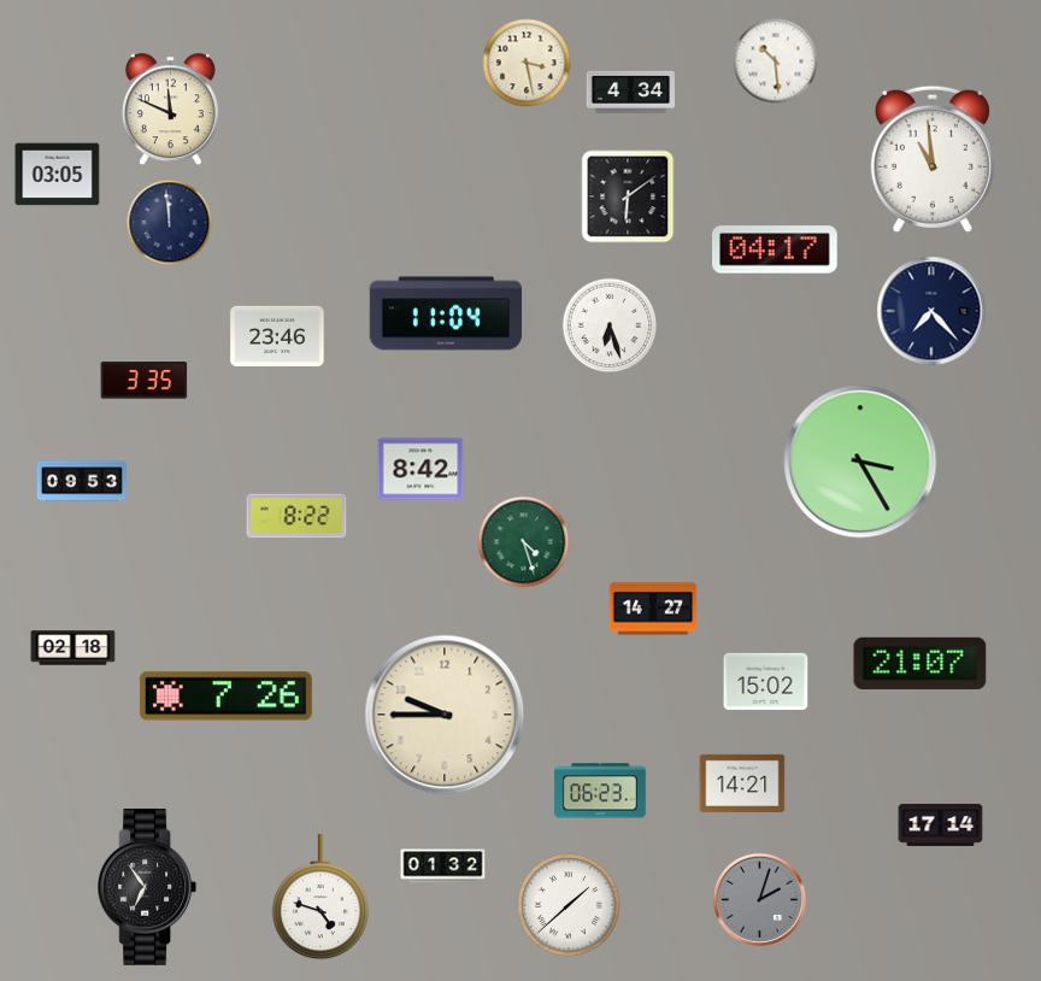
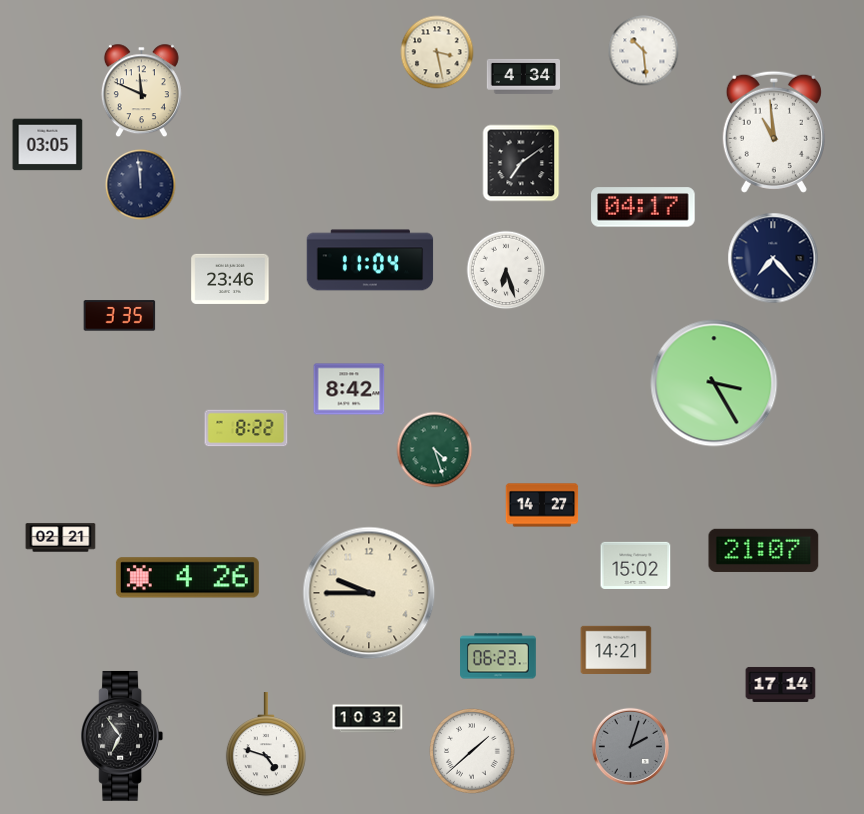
clock at (628, 196): 6:09 -> 7:09
clock at (82, 481): 09:53 -> none
clock at (73, 648): 02:18 -> 02:21
clock at (225, 697): 7:26 -> 4:26
clock at (443, 867): 01:32 -> 10:32
